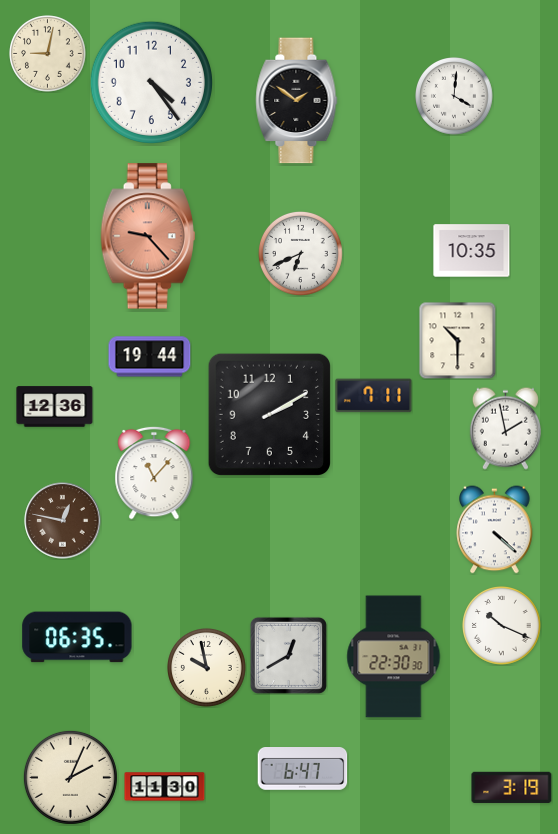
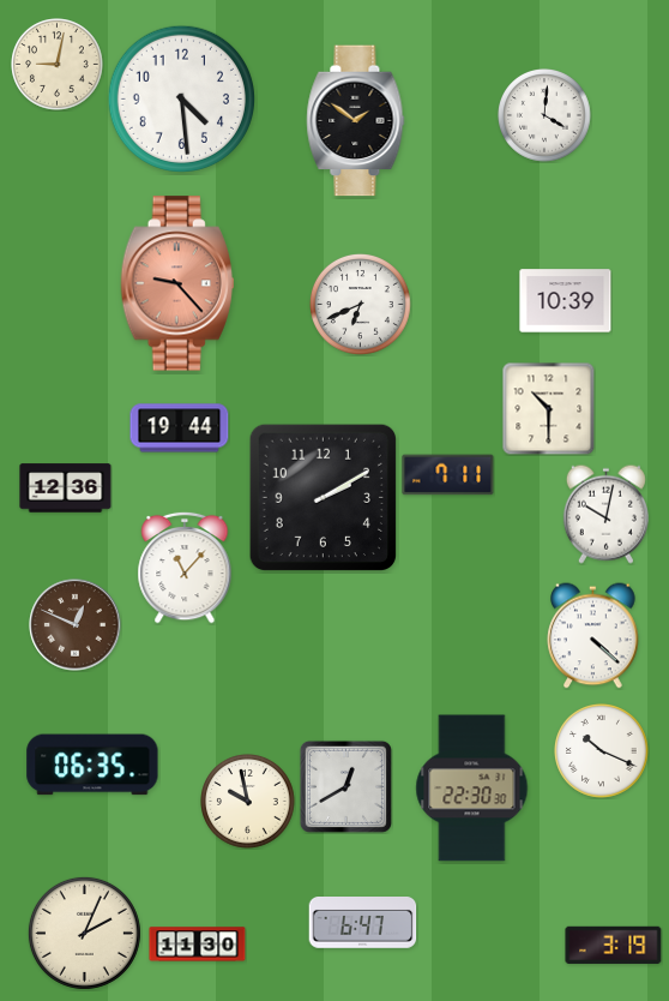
clock at (151, 82): 4:24 -> 4:29
clock at (472, 251): 10:35 -> 10:39
clock at (505, 428): 1:58 -> 10:02
clock at (63, 521): 12:47 -> 12:49
